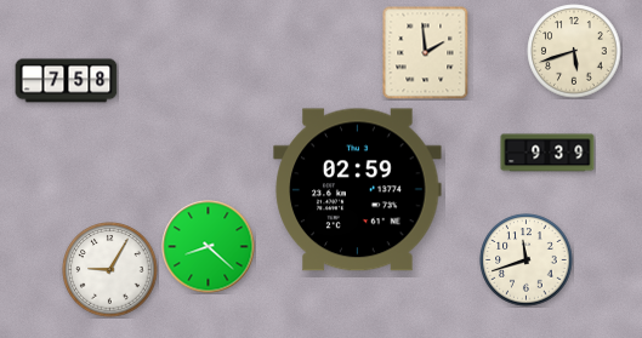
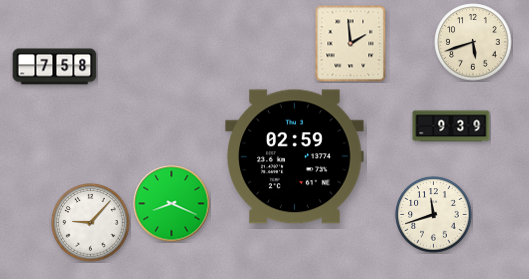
clock at (209, 247): 8:22 -> 8:19
clock at (110, 270): 9:05 -> 9:07
